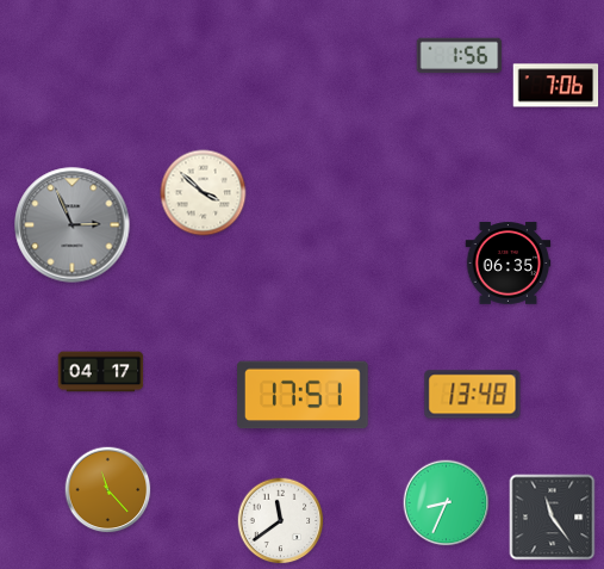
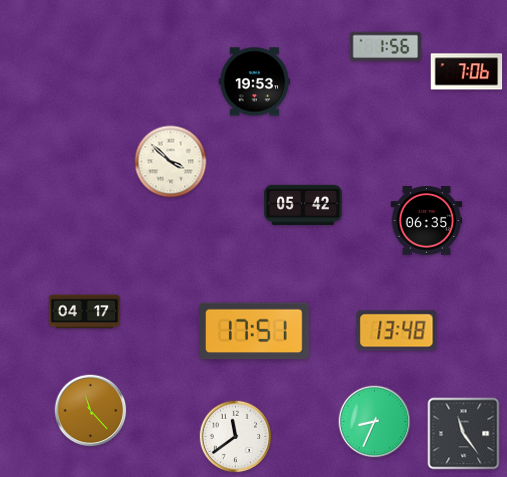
clock at (255, 82): none -> 19:53
clock at (73, 225): 2:56 -> none
clock at (303, 205): none -> 05:42
